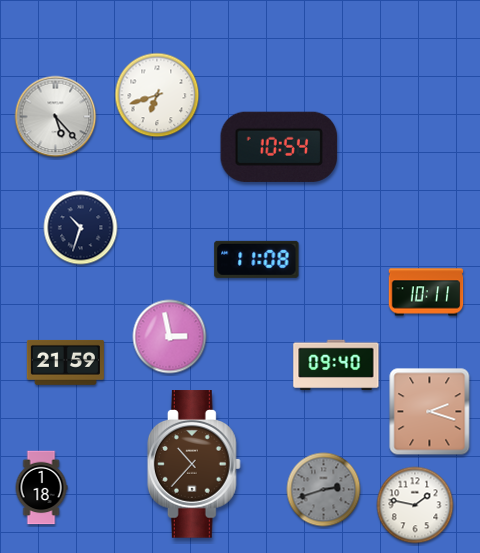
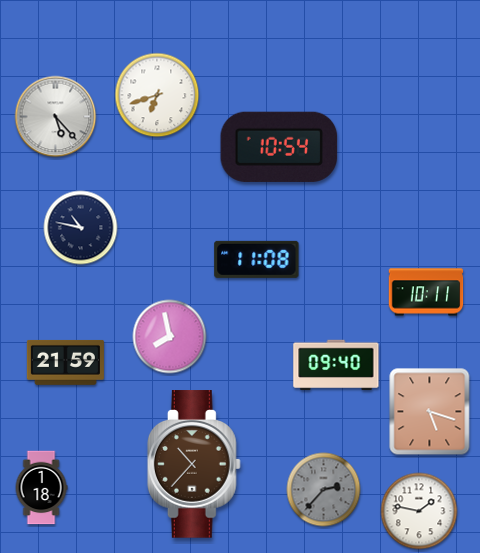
clock at (81, 228): 10:33 -> 10:47
clock at (170, 337): 2:58 -> 7:58
clock at (430, 412): 2:18 -> 5:18
clock at (324, 490): 2:42 -> 2:37
clock at (415, 505) position: (415, 505) -> (419, 511)
